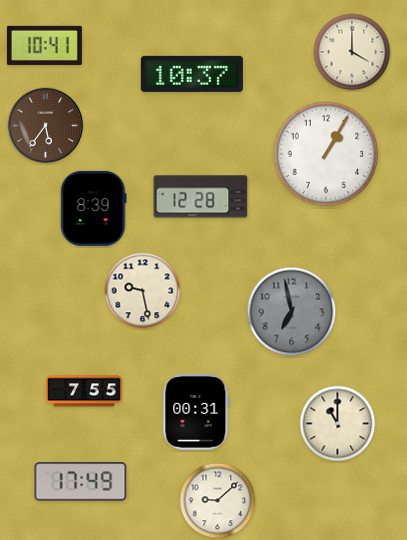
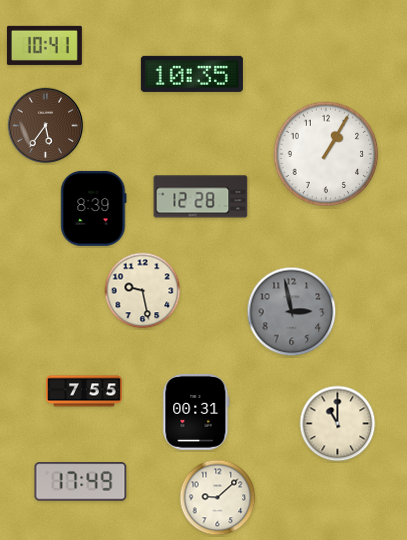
clock at (352, 52): 4:00 -> none
clock at (192, 74): 10:37 -> 10:35
clock at (292, 312): 6:58 -> 2:58
clock at (218, 501) position: (218, 501) -> (218, 498)
